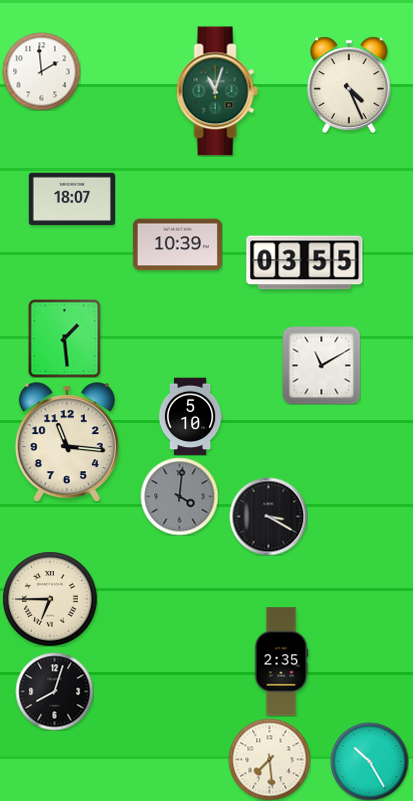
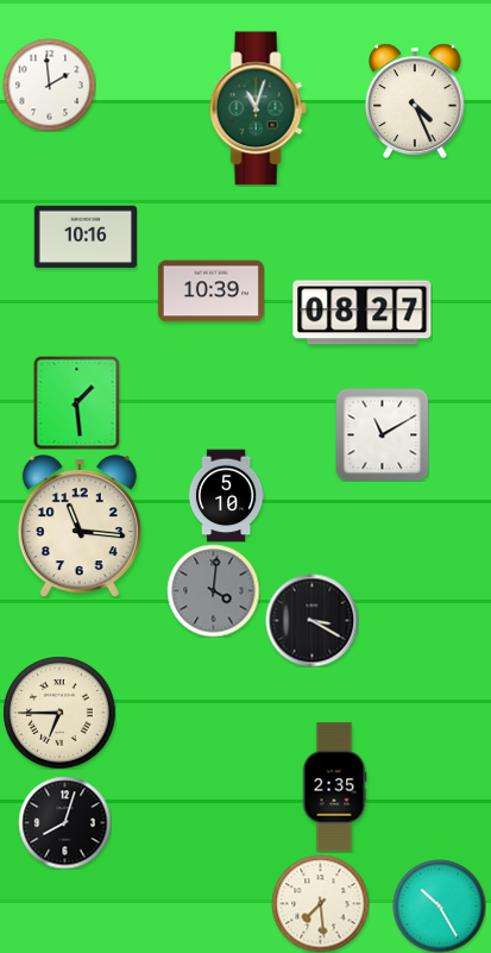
clock at (71, 199): 18:07 -> 10:16
clock at (305, 263): 03:55 -> 08:27
clock at (268, 516) position: (268, 516) -> (311, 620)
